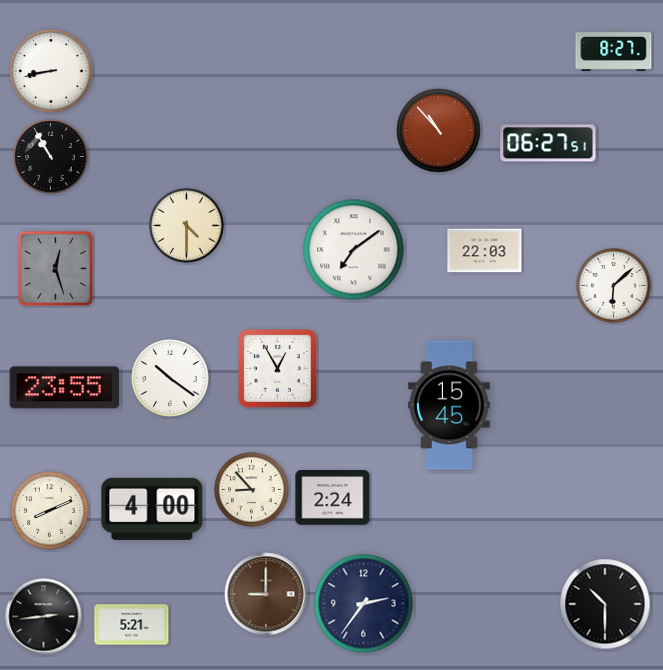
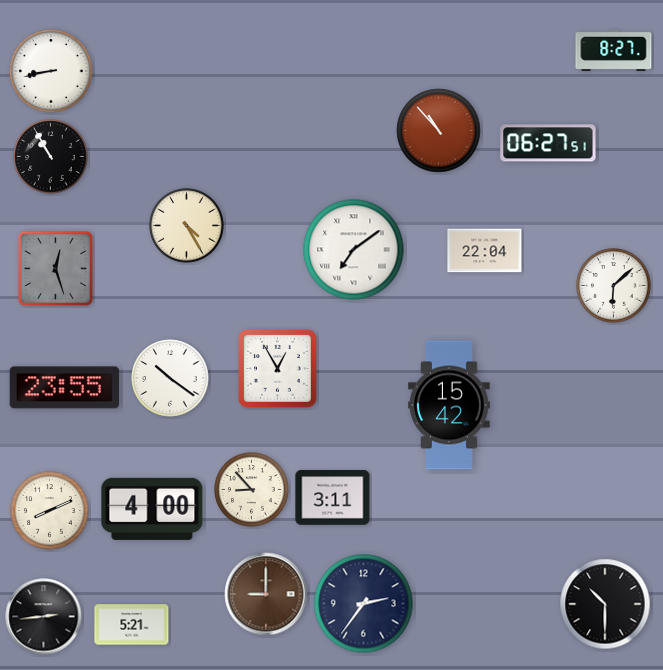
clock at (187, 226): 4:30 -> 4:25
clock at (485, 251): 22:03 -> 22:04
clock at (449, 405): 15:45 -> 15:42
clock at (333, 498): 2:24 -> 3:11
